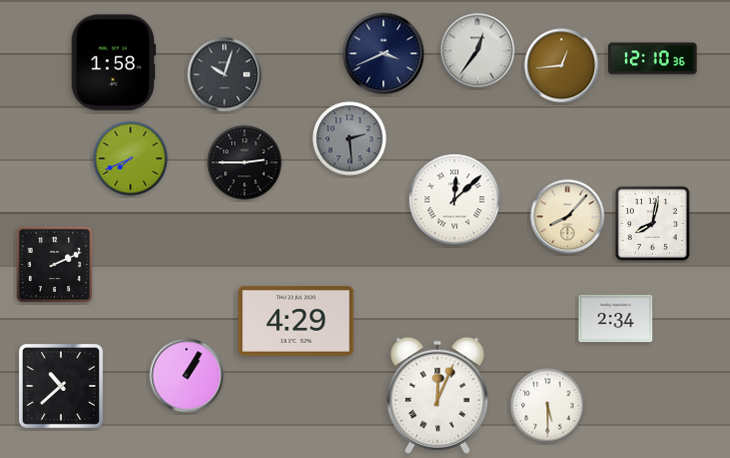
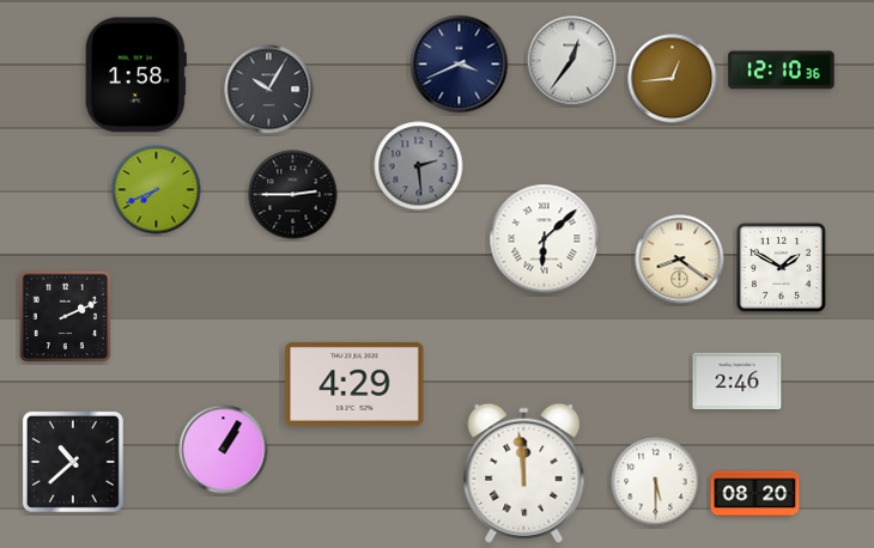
clock at (225, 75): 10:03 -> 10:05
clock at (455, 200): 12:08 -> 6:08
clock at (568, 217): 8:07 -> 8:21
clock at (652, 223): 8:02 -> 1:50
clock at (616, 319): 2:34 -> 2:46
clock at (438, 395): 12:04 -> 11:59
clock at (548, 406) position: (548, 406) -> (656, 482)
clock at (755, 494): none -> 08:20
